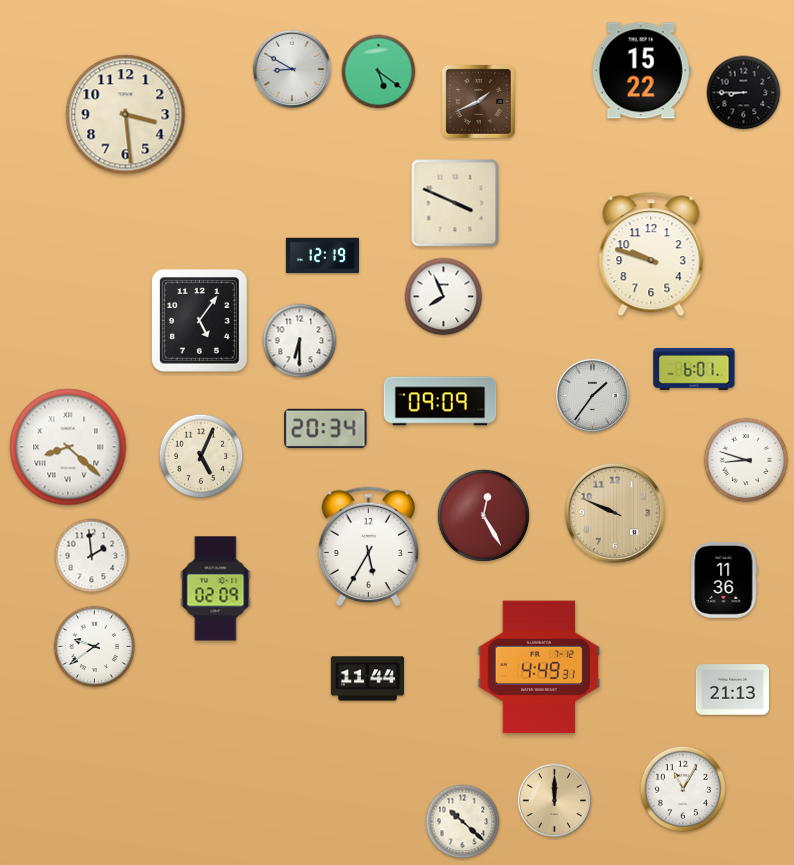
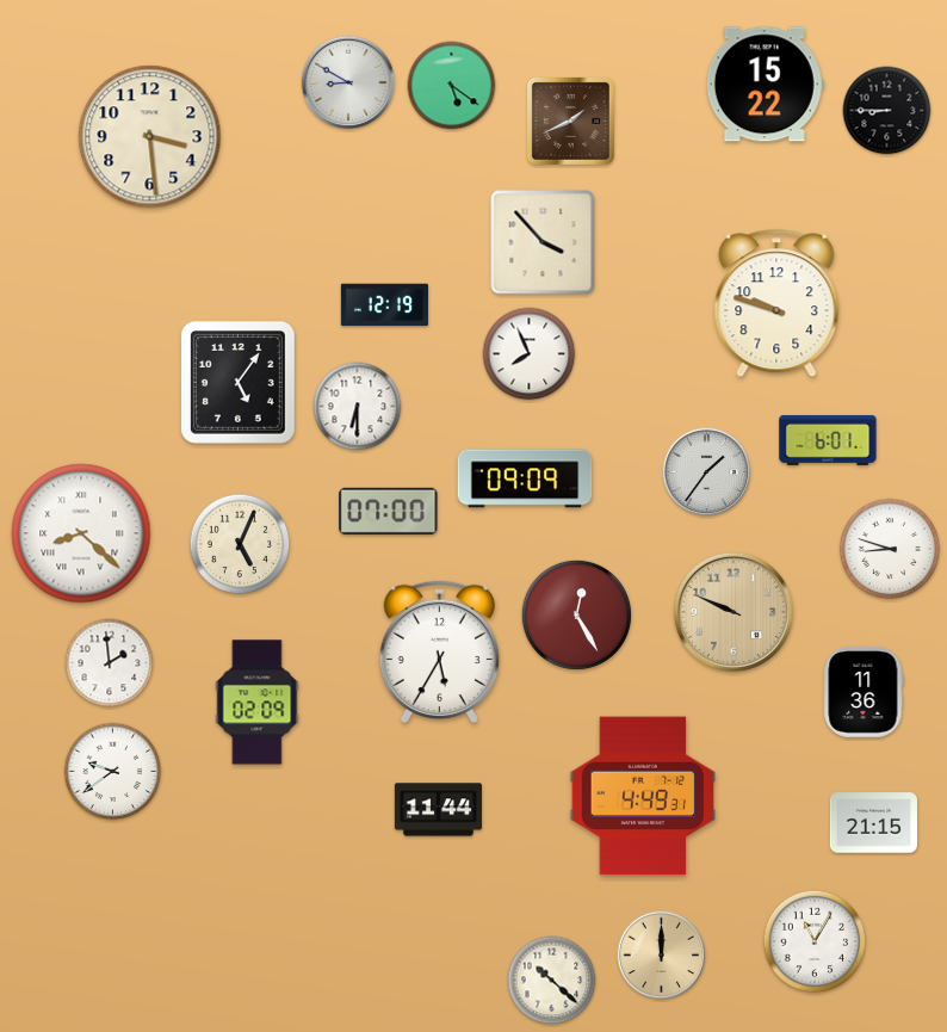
clock at (455, 203): 3:49 -> 3:53
clock at (326, 428): 20:34 -> 07:00
clock at (732, 690): 21:13 -> 21:15
